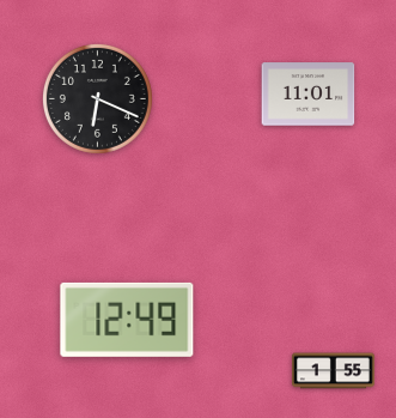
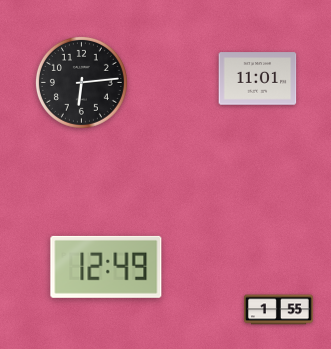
clock at (97, 98): 6:19 -> 6:14
